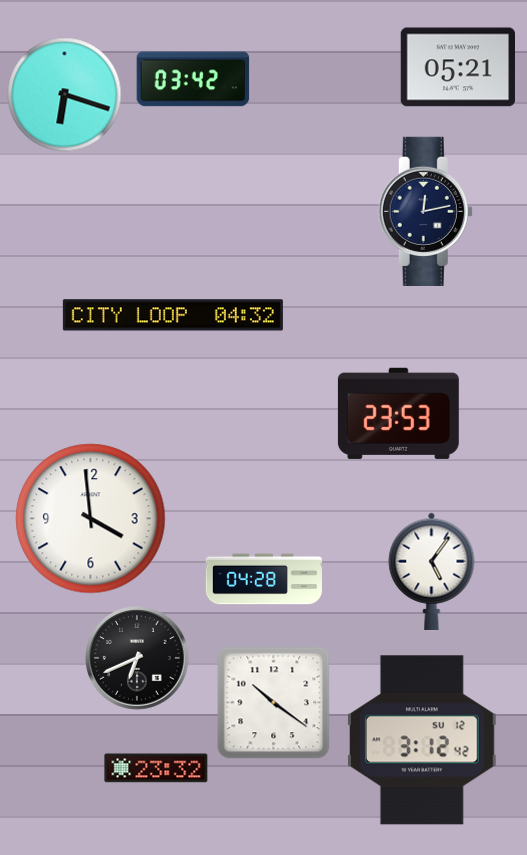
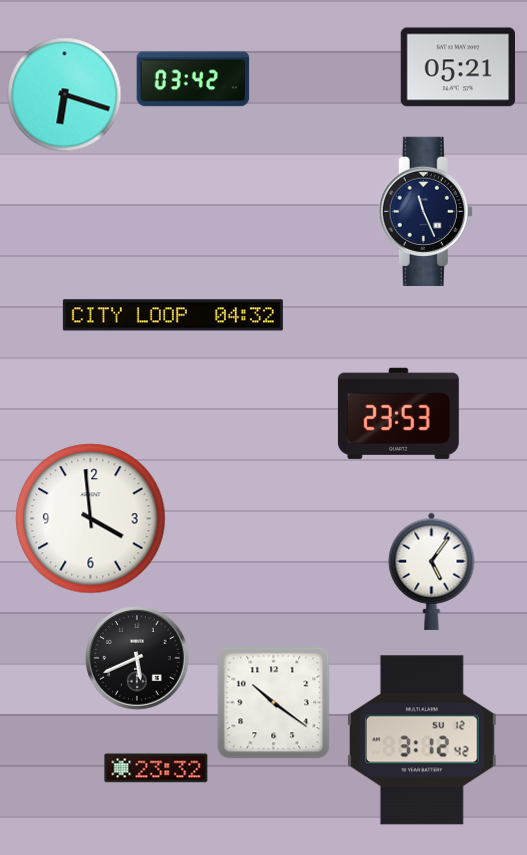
clock at (425, 211): 12:13 -> 11:26
clock at (264, 579): 04:28 -> none
clock at (137, 658): 6:41 -> 5:41
